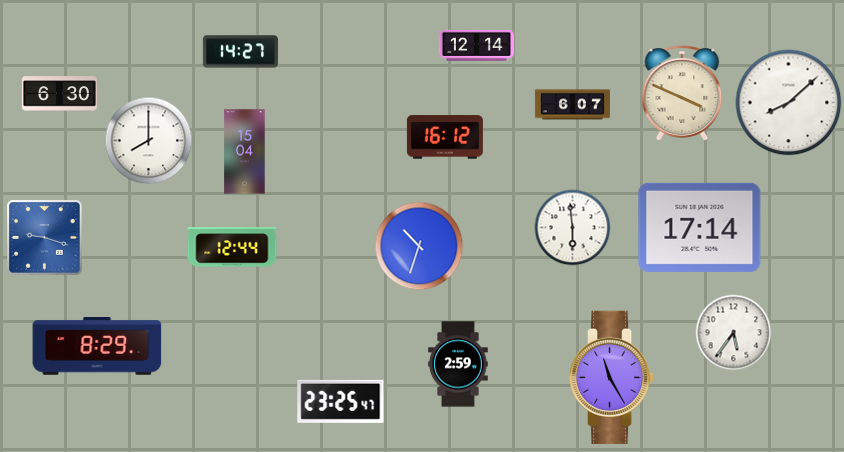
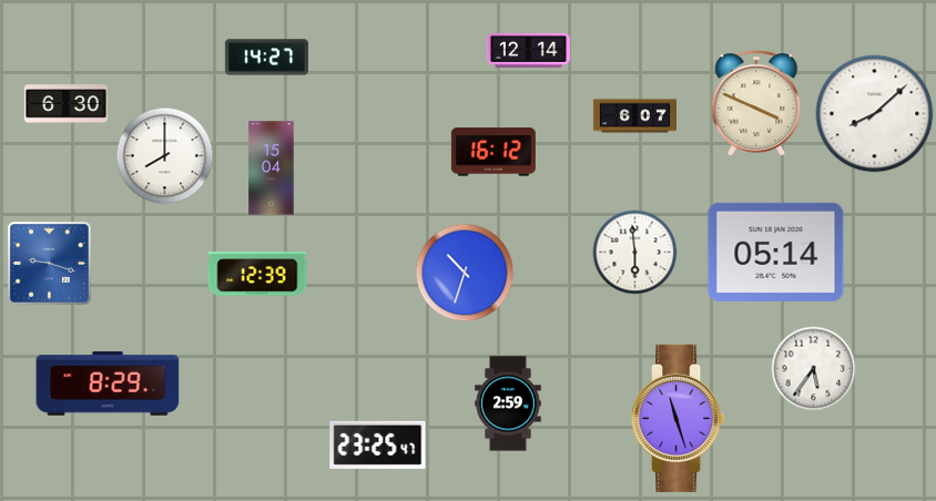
clock at (700, 227): 17:14 -> 05:14
clock at (232, 247): 12:44 -> 12:39
clock at (612, 377): 11:25 -> 11:27
